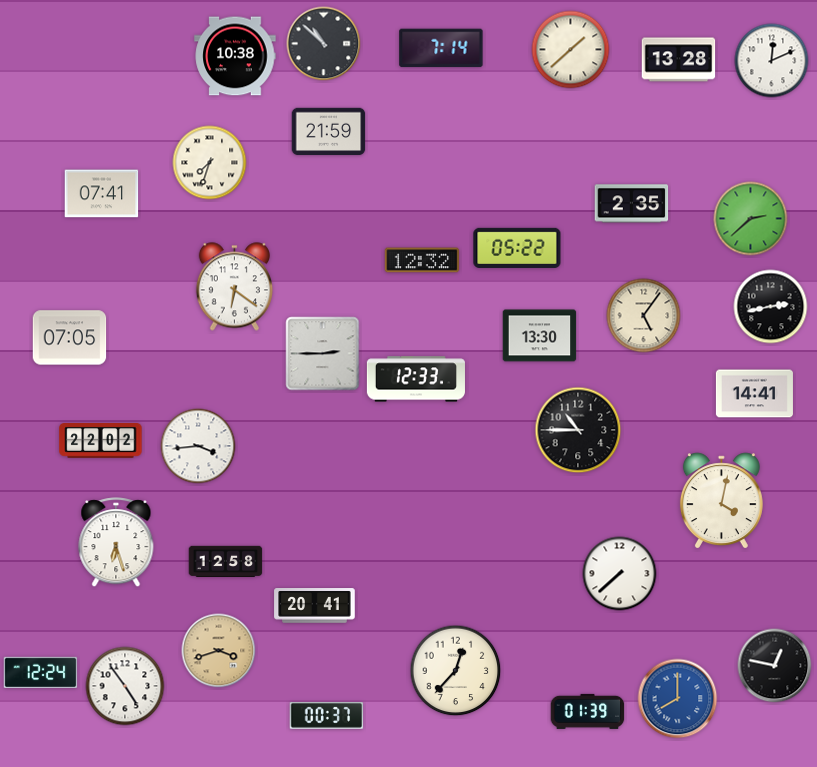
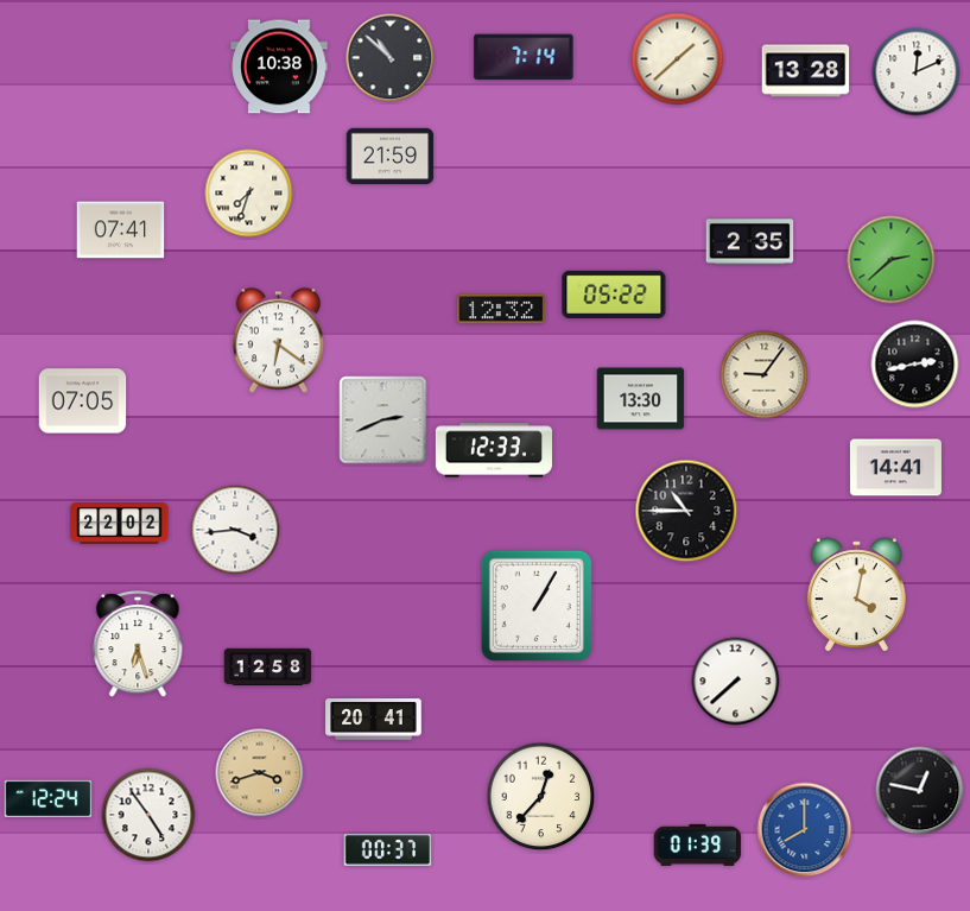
clock at (324, 44) position: (324, 44) -> (391, 58)
clock at (644, 316): 5:06 -> 9:06
clock at (323, 354): 2:45 -> 2:41
clock at (537, 606): none -> 1:05
